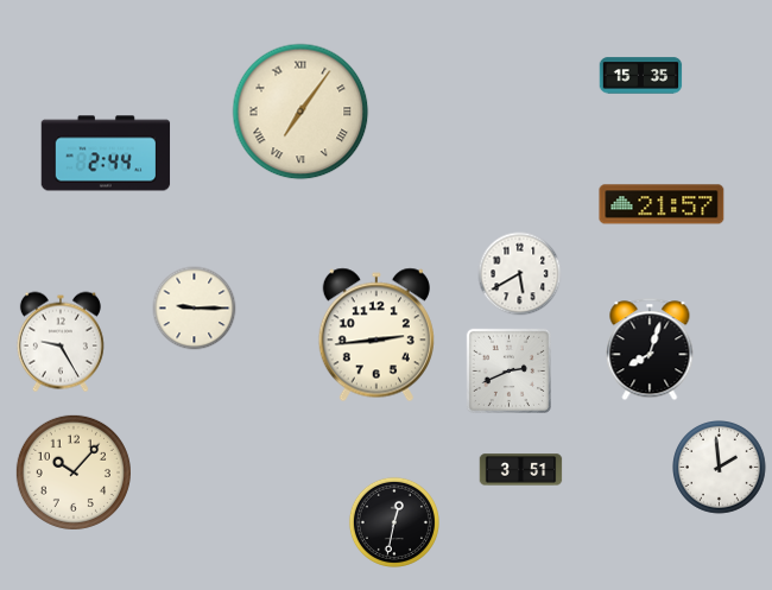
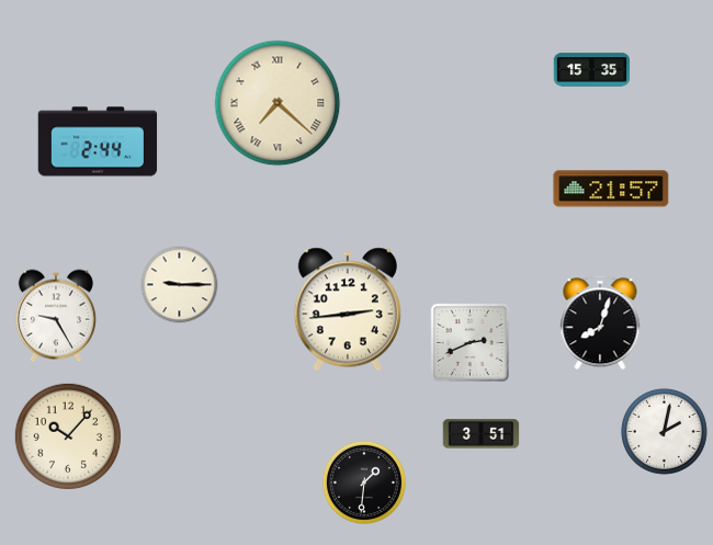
clock at (300, 112): 7:06 -> 7:22
clock at (520, 274): 5:40 -> none
clock at (720, 468): 1:59 -> 2:02
clock at (394, 522): 12:32 -> 1:31
